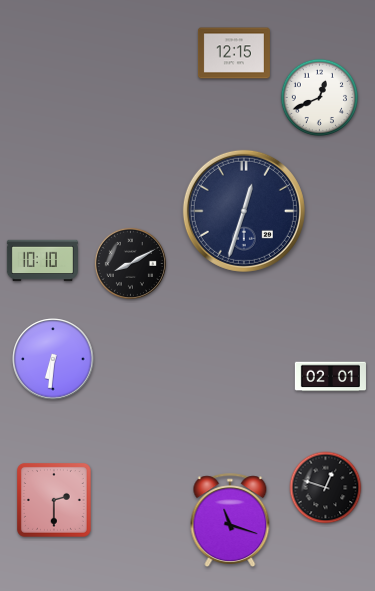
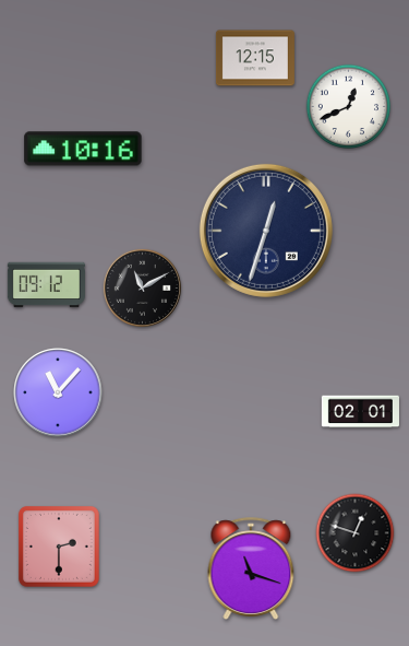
clock at (83, 149): none -> 10:16
clock at (42, 261): 10:10 -> 09:12
clock at (130, 263): 8:10 -> 11:10
clock at (53, 359): 6:31 -> 11:07
